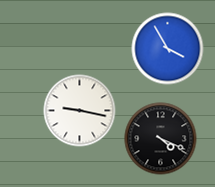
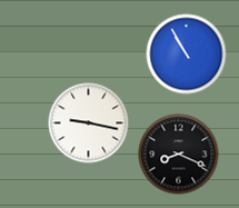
clock at (168, 49): 3:55 -> 10:55
clock at (161, 139): 4:19 -> 8:19
